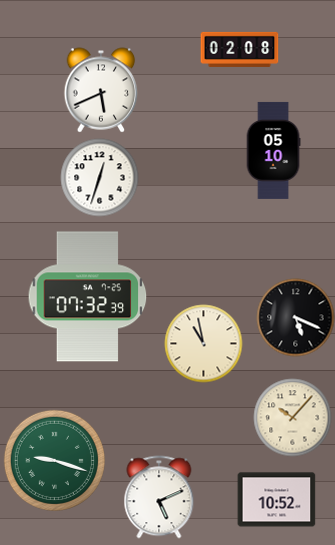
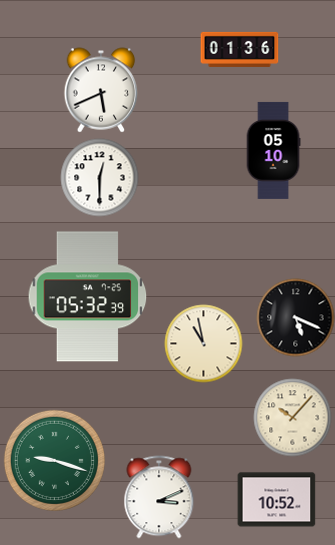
clock at (239, 49): 02:08 -> 01:36
clock at (99, 177): 12:33 -> 12:30
clock at (88, 297): 07:32 -> 05:32
clock at (159, 497): 5:11 -> 3:11
